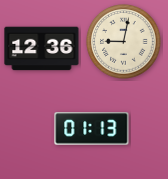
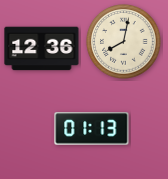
clock at (124, 42): 9:02 -> 8:02
